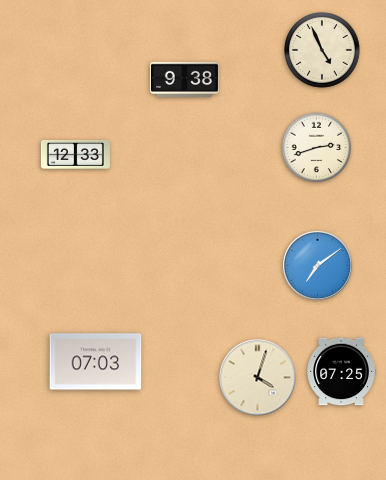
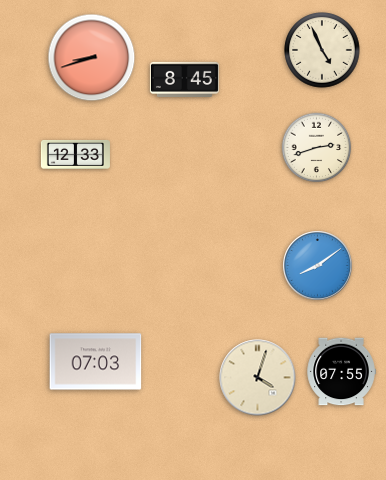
clock at (92, 58): none -> 8:42
clock at (184, 79): 9:38 -> 8:45
clock at (318, 266): 7:09 -> 8:09
clock at (341, 372): 07:25 -> 07:55
